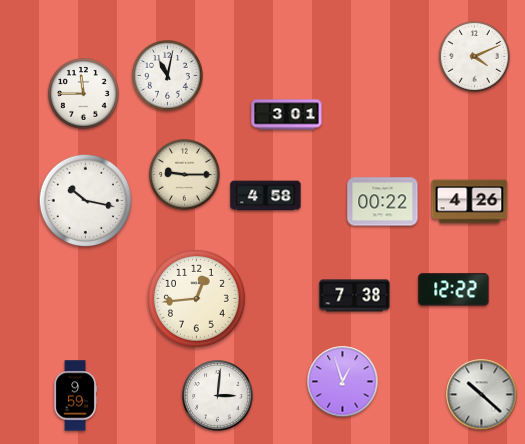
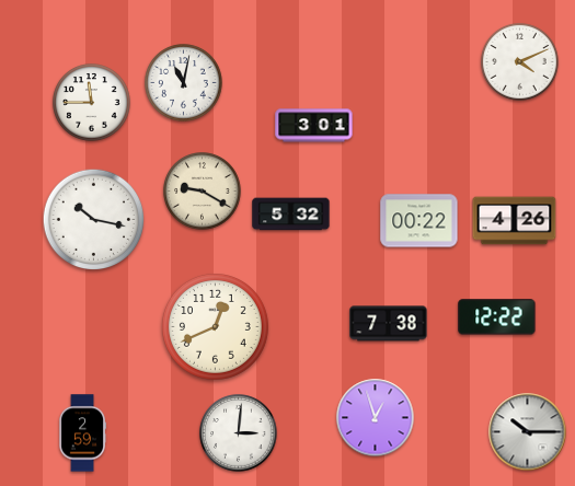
clock at (185, 175): 9:15 -> 9:20
clock at (266, 196): 4:58 -> 5:32
clock at (196, 298): 12:44 -> 12:41
clock at (482, 395): 10:22 -> 10:15
clock at (75, 396): 9:59 -> 2:59
